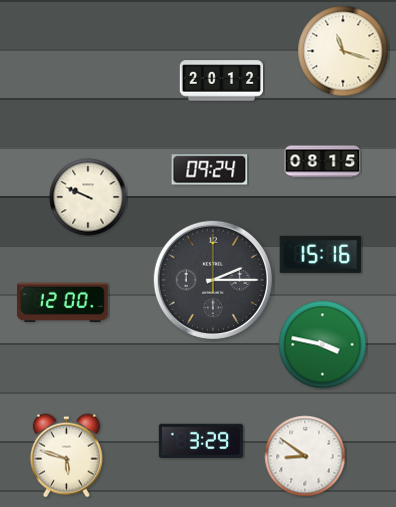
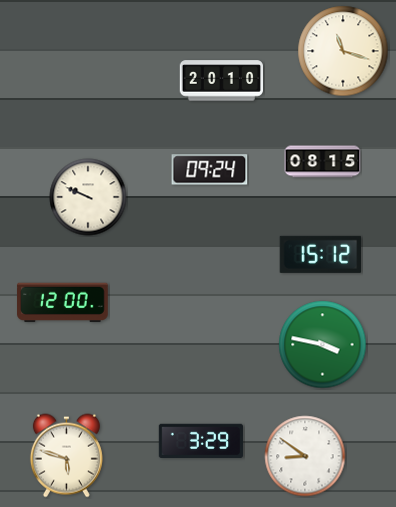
clock at (221, 81): 20:12 -> 20:10
clock at (321, 254): 15:16 -> 15:12
clock at (213, 280): 2:15 -> none
